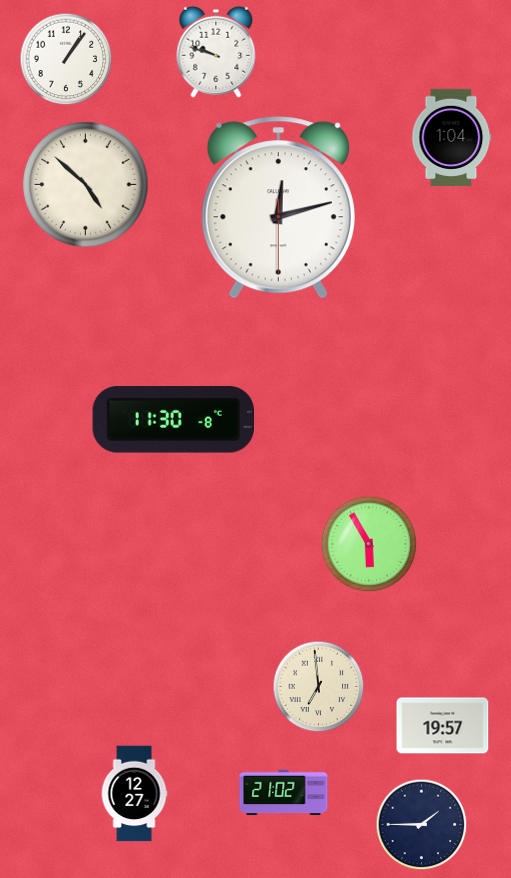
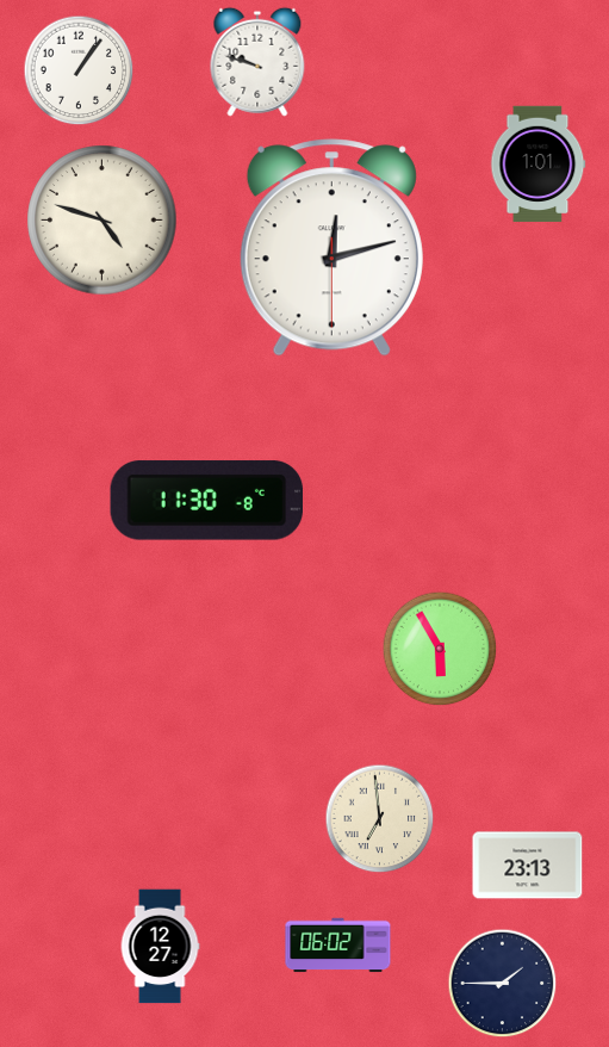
clock at (451, 138): 1:04 -> 1:01
clock at (86, 185): 4:52 -> 4:48
clock at (443, 726): 19:57 -> 23:13
clock at (284, 793): 21:02 -> 06:02
